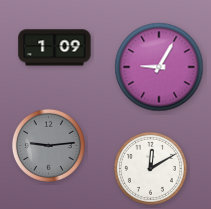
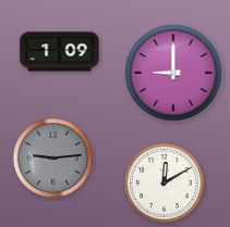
clock at (159, 67): 9:05 -> 9:00
